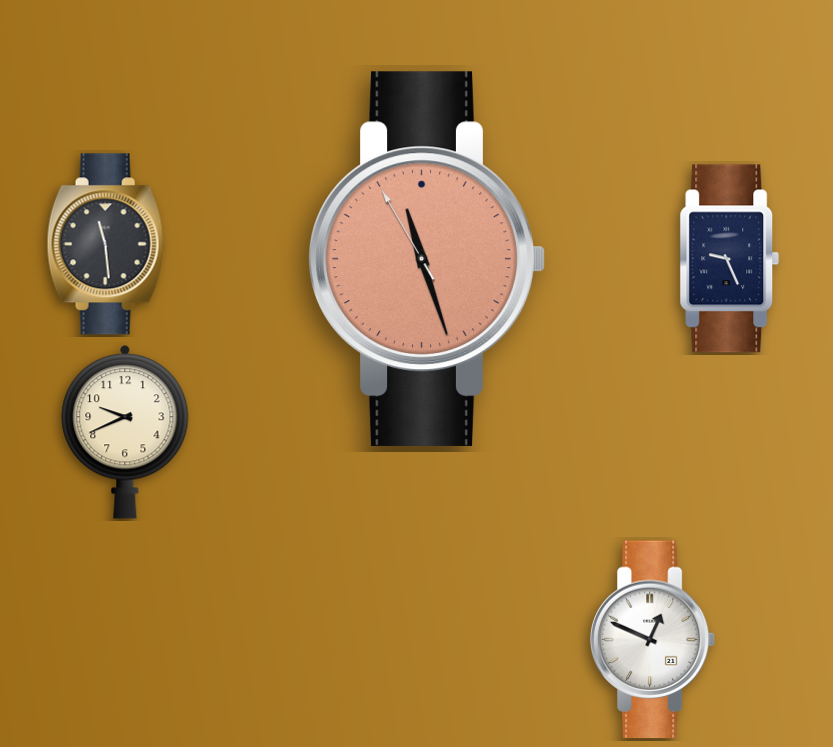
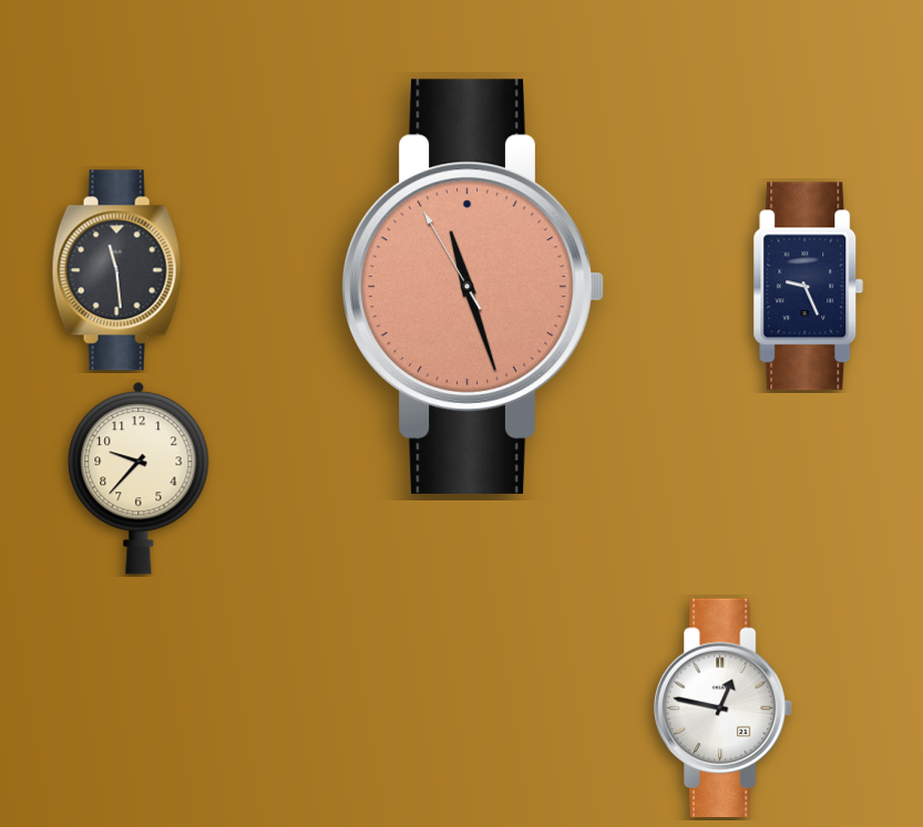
clock at (125, 432): 9:41 -> 9:37
clock at (653, 640): 12:49 -> 12:47
